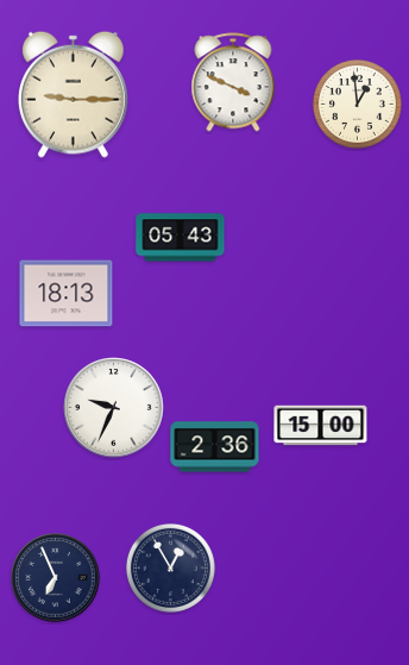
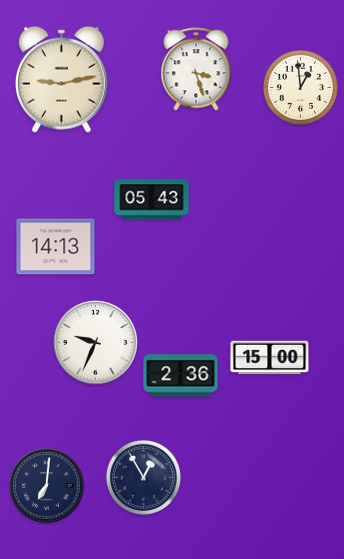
clock at (233, 82): 3:49 -> 3:27
clock at (73, 94): 9:15 -> 9:13
clock at (67, 294): 18:13 -> 14:13
clock at (56, 578): 6:56 -> 7:01
